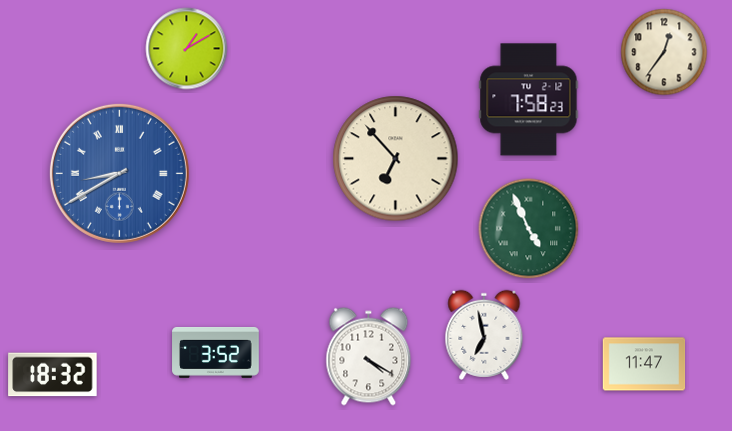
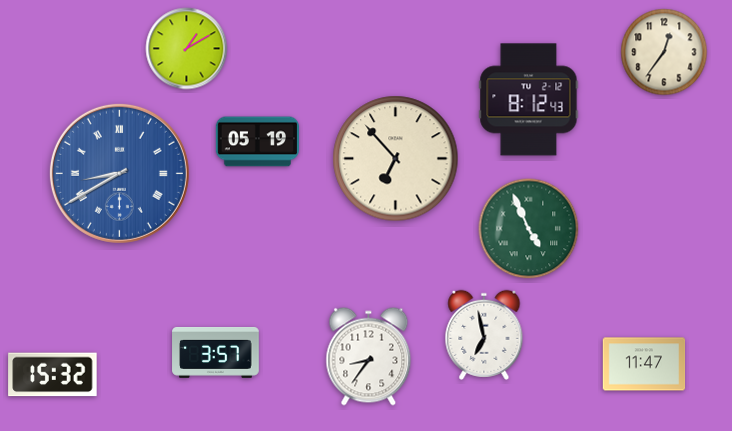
clock at (529, 100): 7:58 -> 8:12
clock at (257, 142): none -> 05:19
clock at (216, 352): 3:52 -> 3:57
clock at (369, 357): 4:20 -> 8:36
clock at (53, 375): 18:32 -> 15:32
